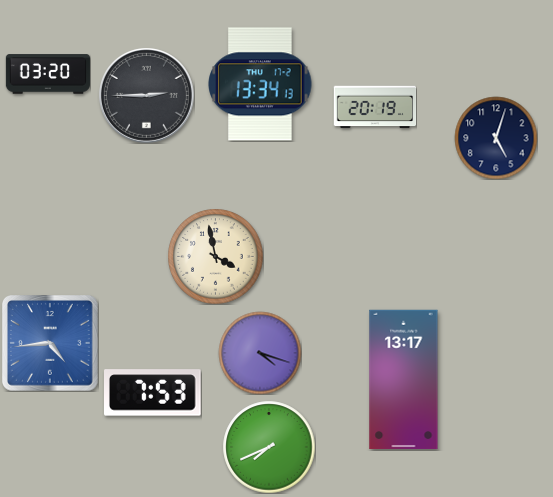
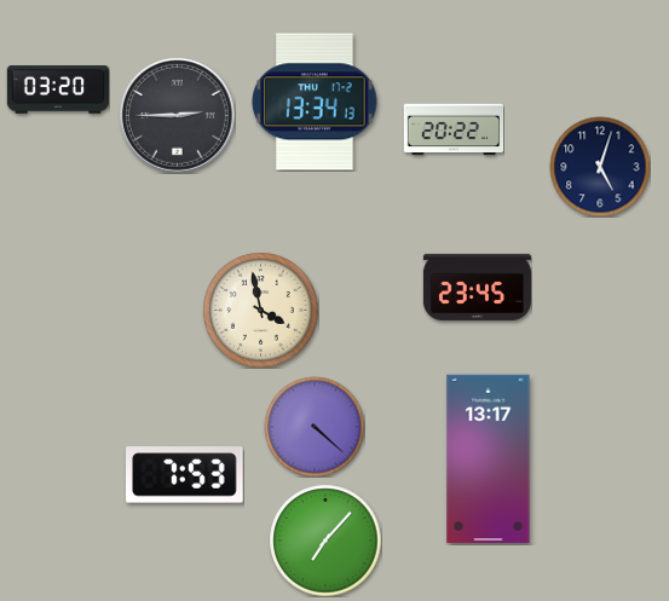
clock at (375, 107): 20:19 -> 20:22
clock at (477, 287): none -> 23:45
clock at (51, 344): 4:44 -> none
clock at (260, 353): 4:18 -> 4:22
clock at (269, 447): 7:41 -> 7:07
